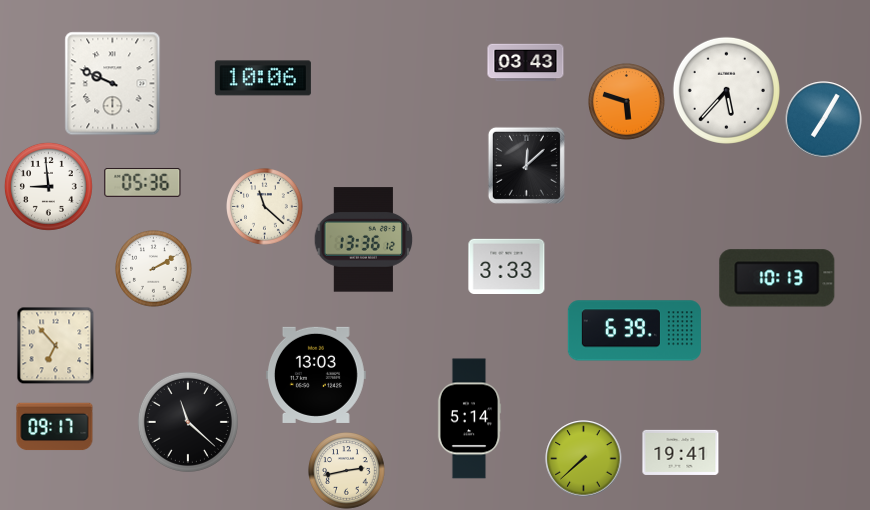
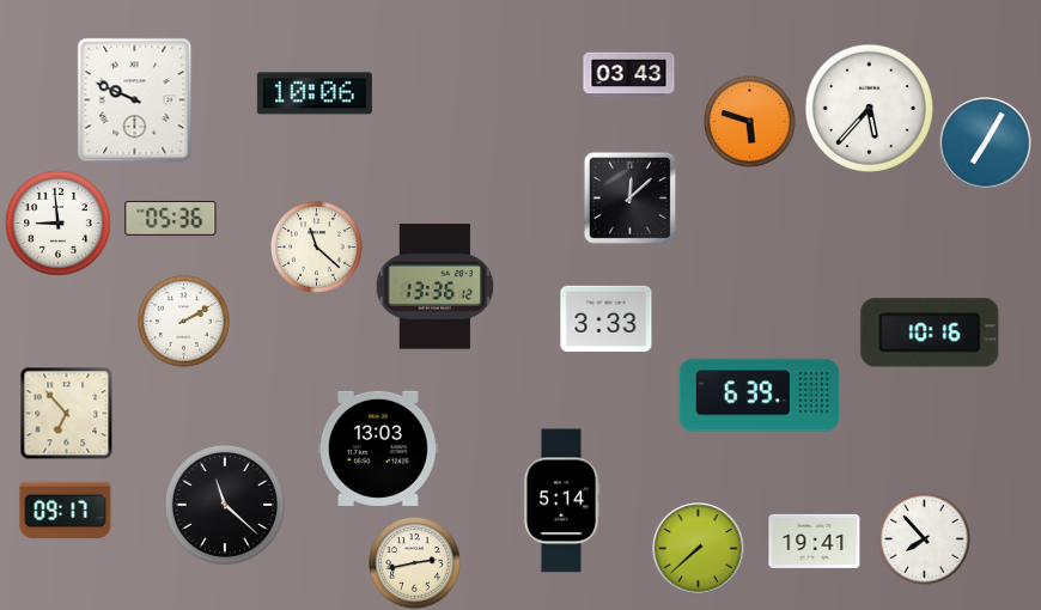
clock at (777, 278): 10:13 -> 10:16
clock at (925, 539): none -> 7:53
